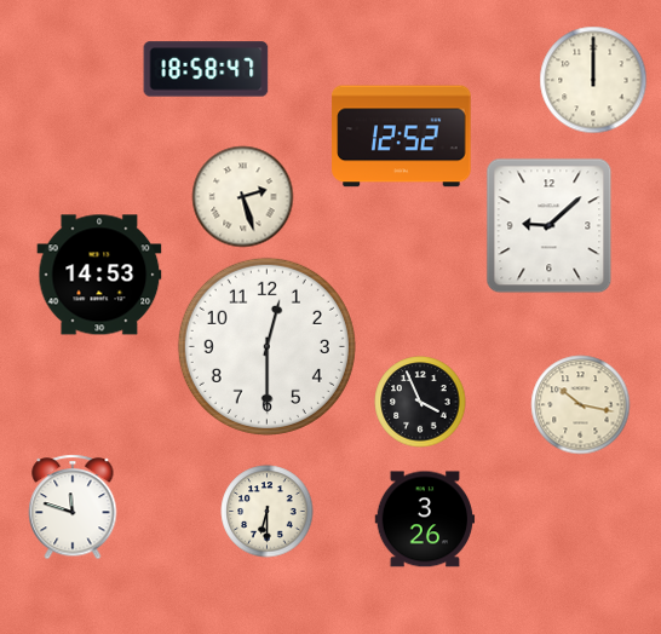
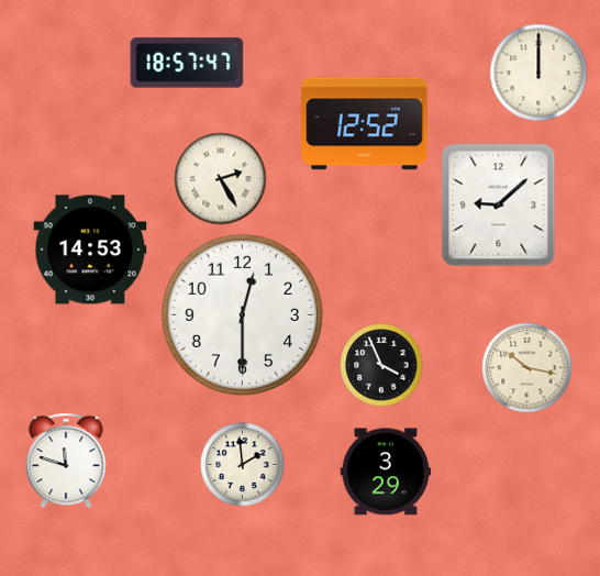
clock at (206, 69): 18:58 -> 18:57
clock at (243, 197): 2:27 -> 2:25
clock at (268, 512): 6:30 -> 1:59
clock at (425, 519): 3:26 -> 3:29
